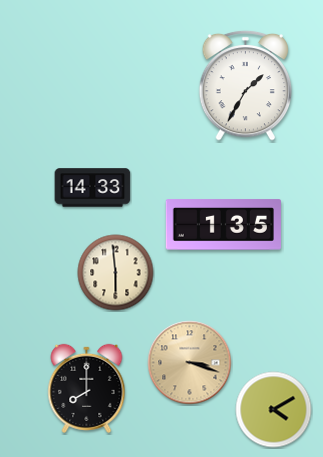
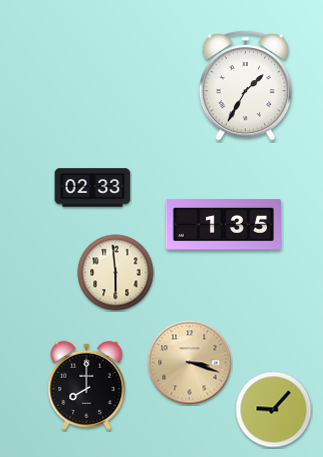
clock at (93, 188): 14:33 -> 02:33
clock at (87, 388) position: (87, 388) -> (87, 385)
clock at (274, 410): 4:10 -> 9:07
